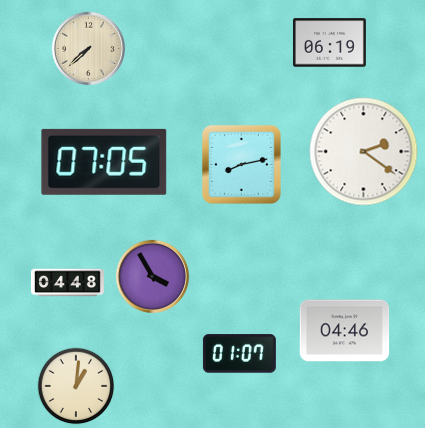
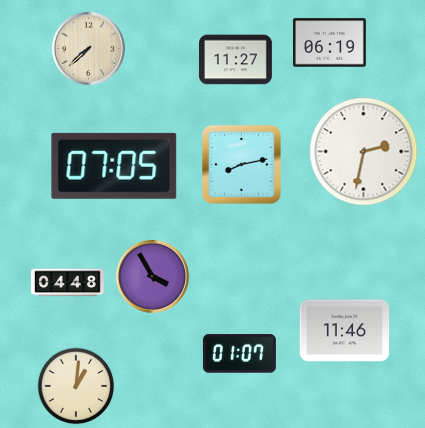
clock at (235, 60): none -> 11:27
clock at (364, 152): 2:21 -> 2:32
clock at (104, 162) position: (104, 162) -> (114, 166)
clock at (345, 331): 04:46 -> 11:46
